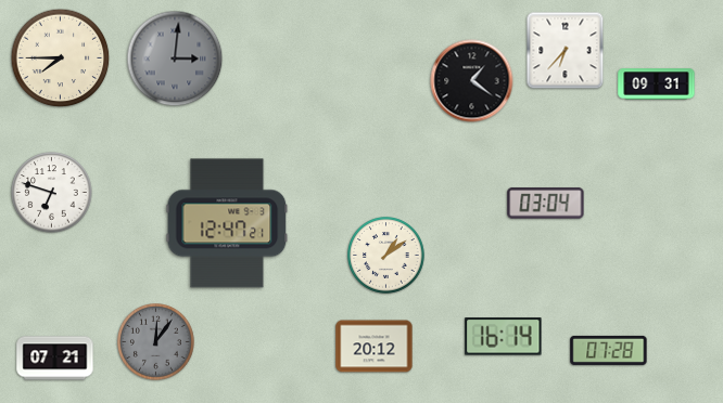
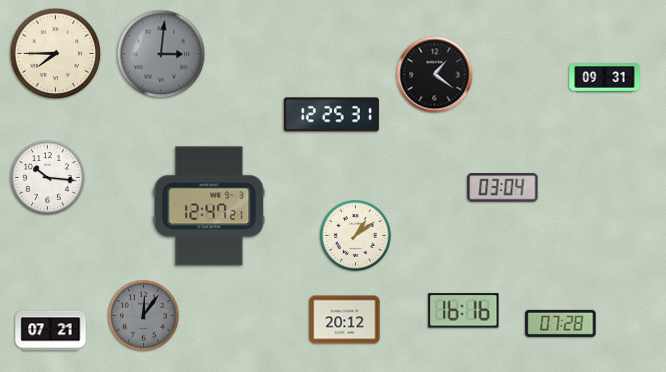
clock at (566, 51): 6:37 -> none
clock at (331, 115): none -> 12:25
clock at (52, 193): 6:48 -> 10:16
clock at (504, 337): 16:14 -> 16:16
